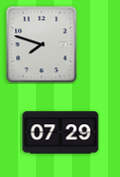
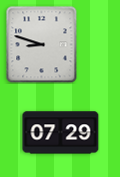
clock at (42, 45): 7:48 -> 8:48
